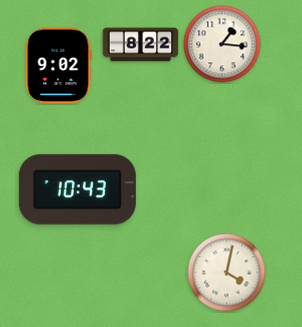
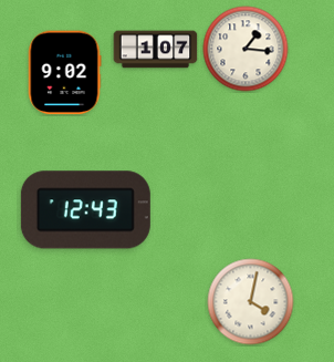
clock at (141, 45): 8:22 -> 1:07
clock at (77, 190): 10:43 -> 12:43
